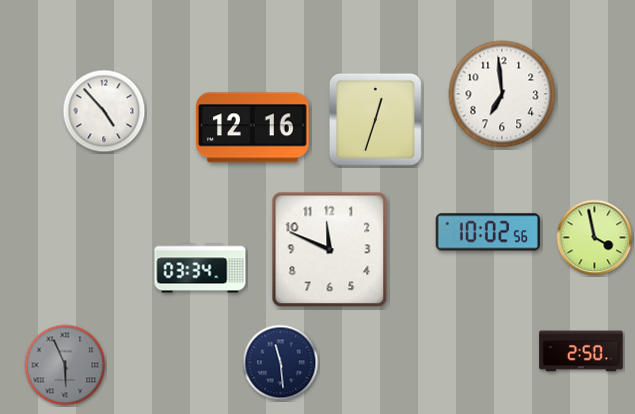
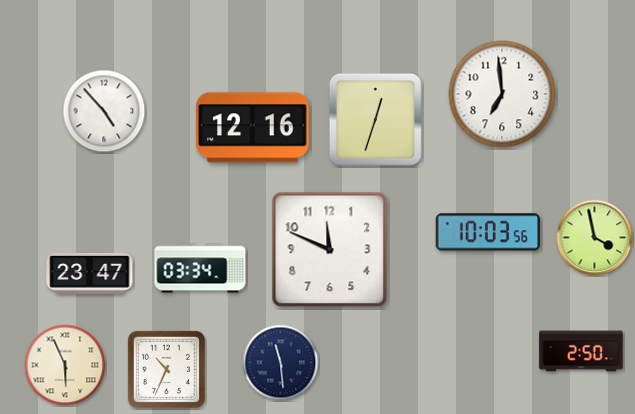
clock at (487, 232): 10:02 -> 10:03
clock at (90, 273): none -> 23:47
clock at (65, 365) dial: grey -> cream
clock at (166, 369): none -> 10:34
